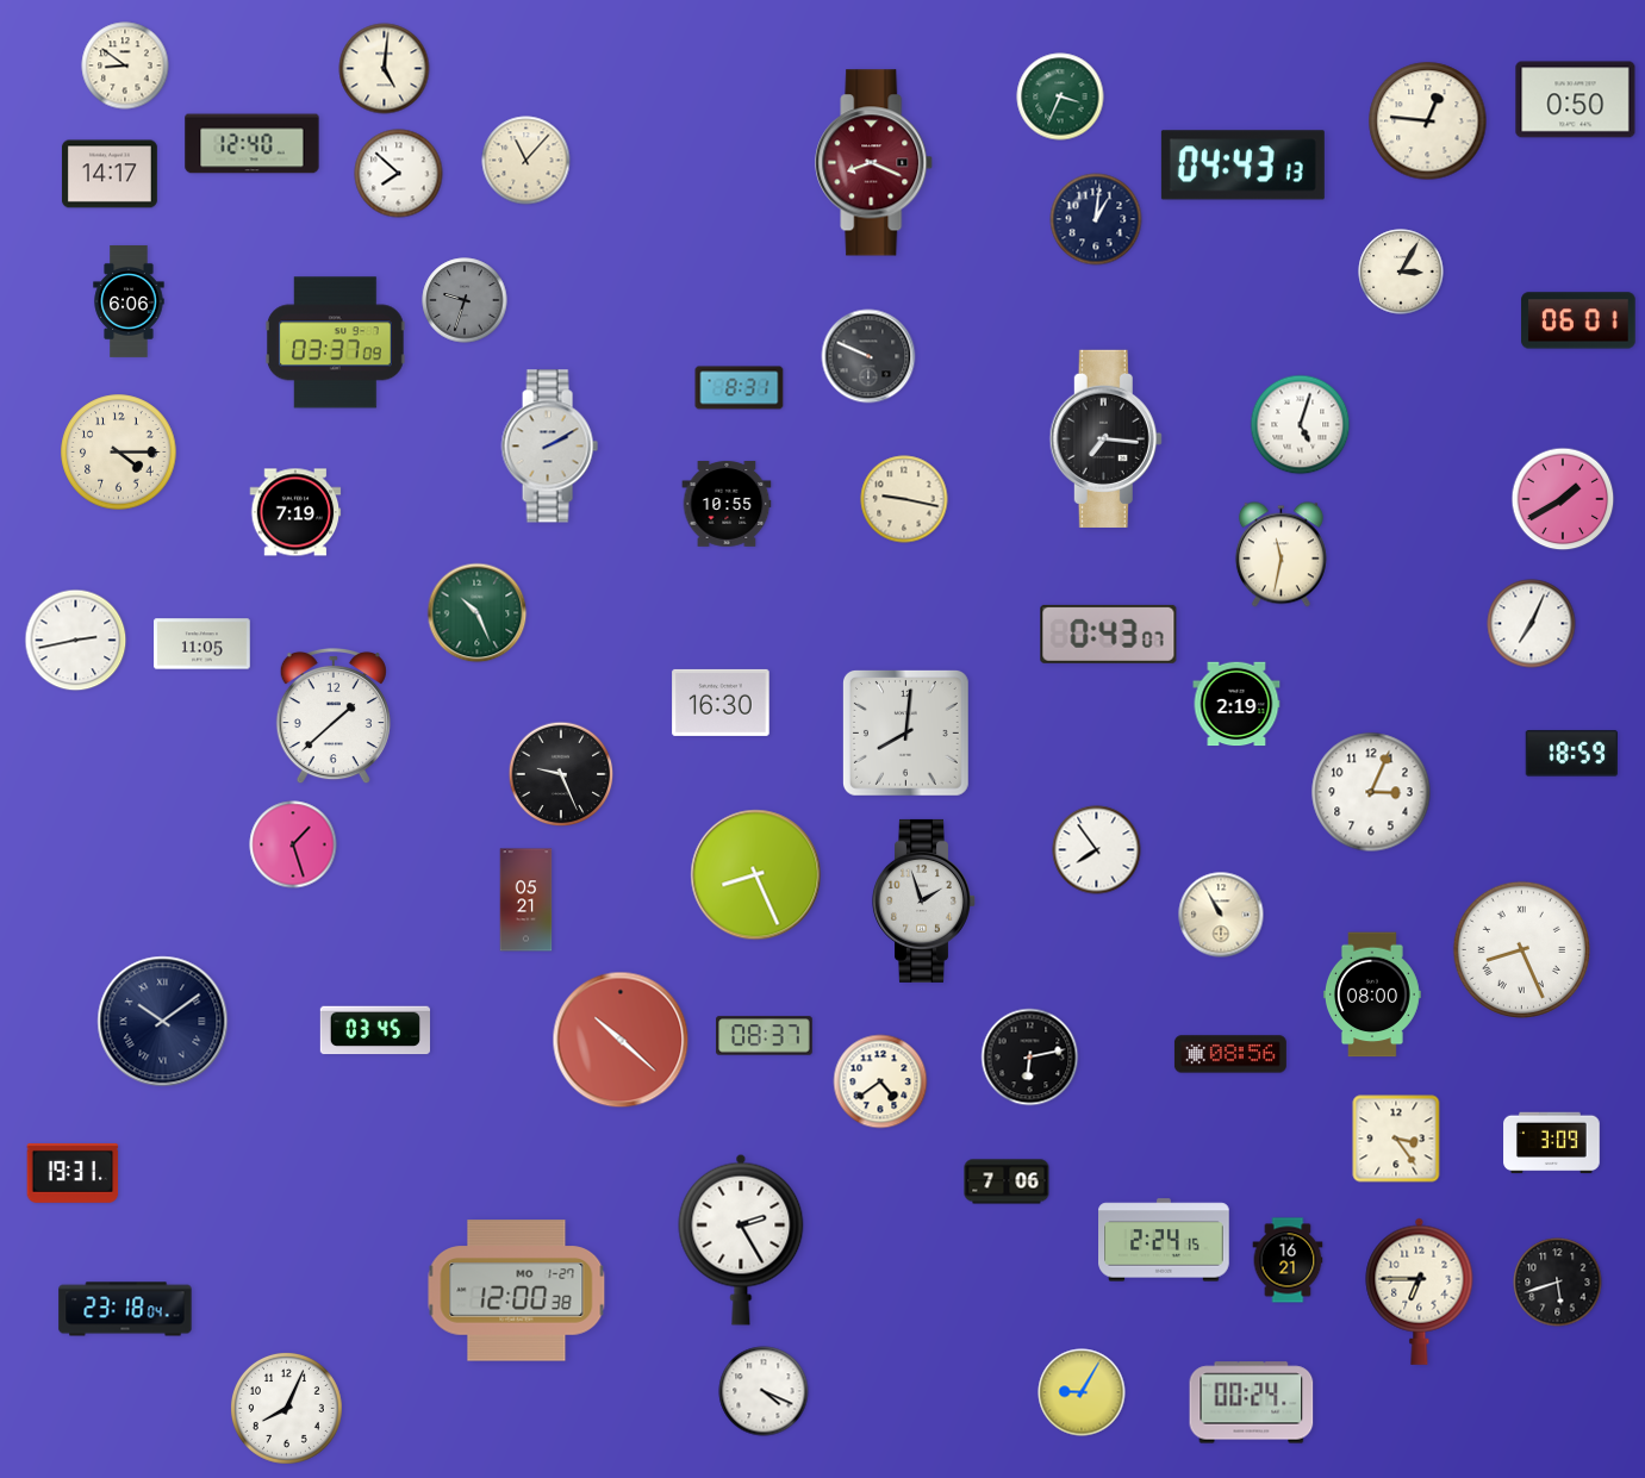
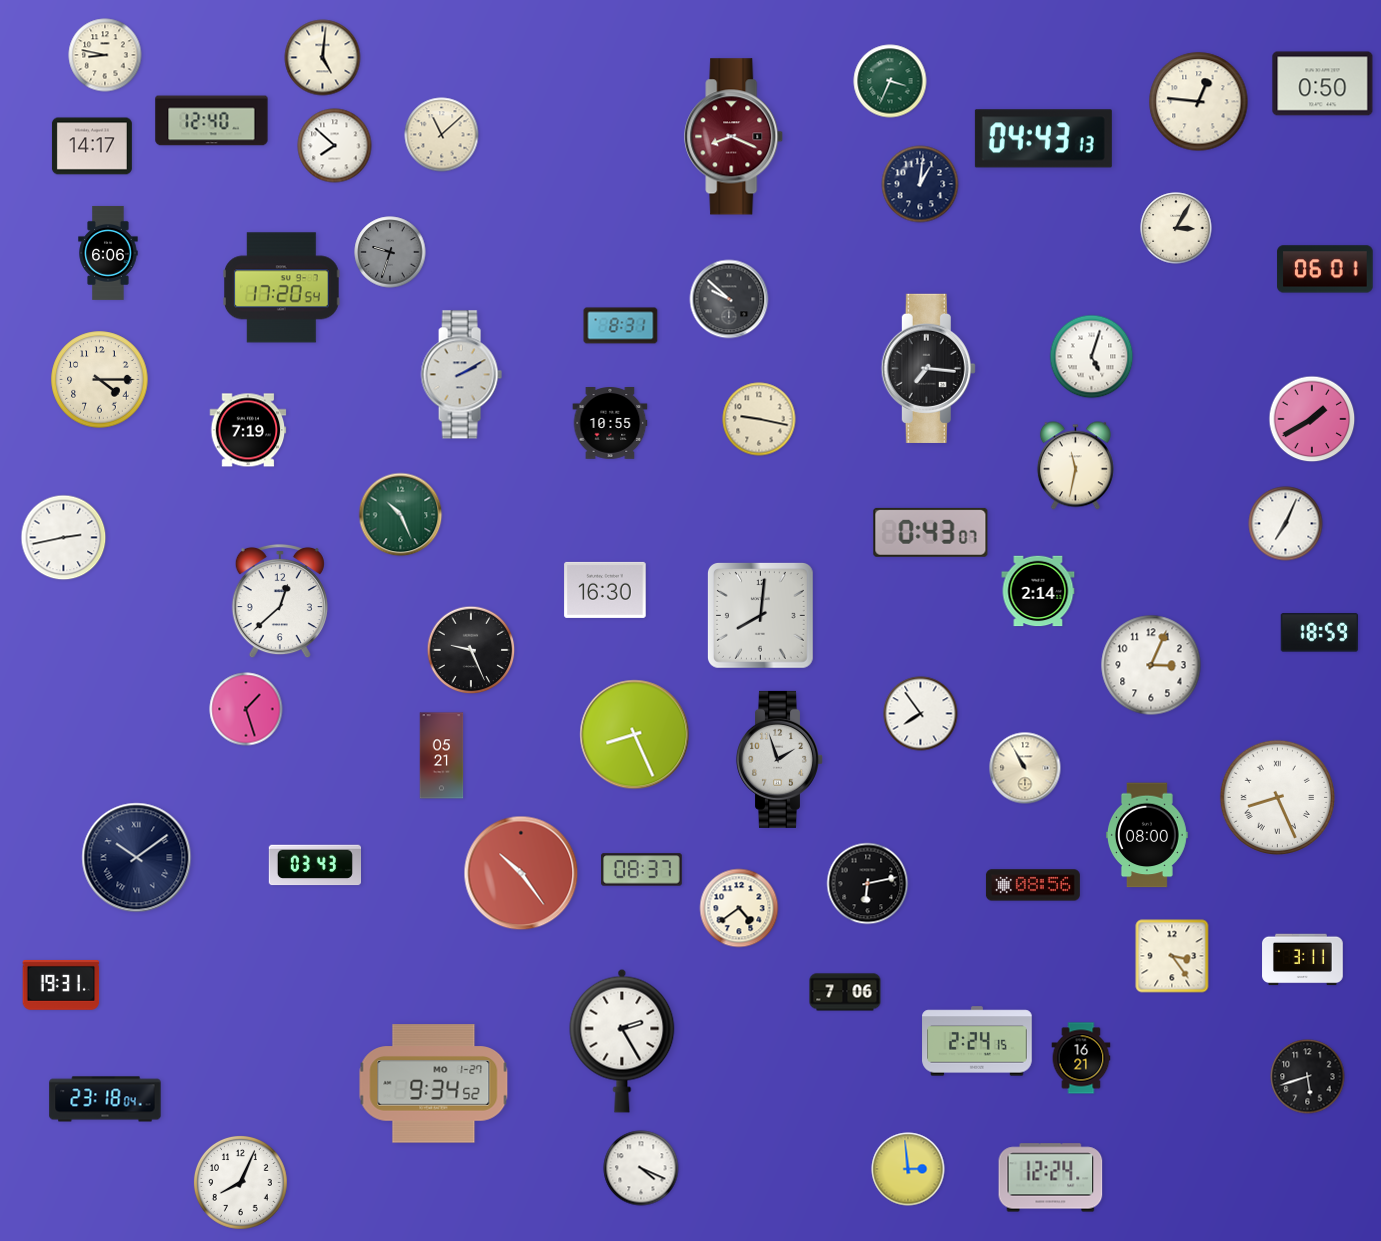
clock at (125, 66): 8:51 -> 8:47
clock at (526, 161): 11:07 -> 11:08
clock at (336, 343): 03:37 -> 17:20
clock at (868, 356): 9:49 -> 9:52
clock at (202, 644): 11:05 -> none
clock at (1236, 704): 2:19 -> 2:14
clock at (334, 716): 1:38 -> 12:38
clock at (924, 900) position: (924, 900) -> (780, 759)
clock at (1372, 994) position: (1372, 994) -> (1147, 835)
clock at (374, 1030): 03:45 -> 03:43
clock at (621, 1040): 10:22 -> 10:24
clock at (1030, 1058) position: (1030, 1058) -> (868, 884)
clock at (1552, 1143): 3:09 -> 3:11
clock at (517, 1291): 12:00 -> 9:34
clock at (1420, 1291): 6:45 -> none
clock at (1082, 1392): 9:05 -> 2:59
clock at (1252, 1403): 00:24 -> 12:24
